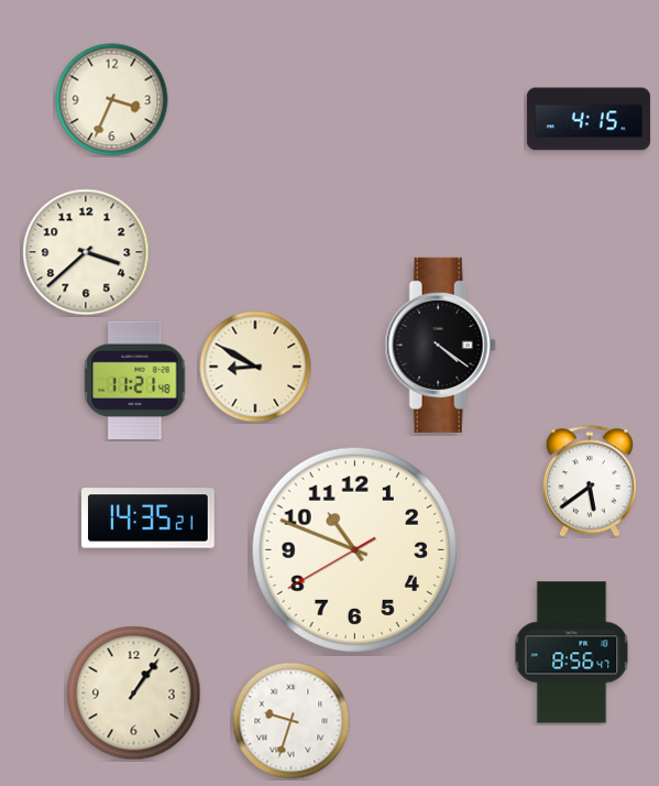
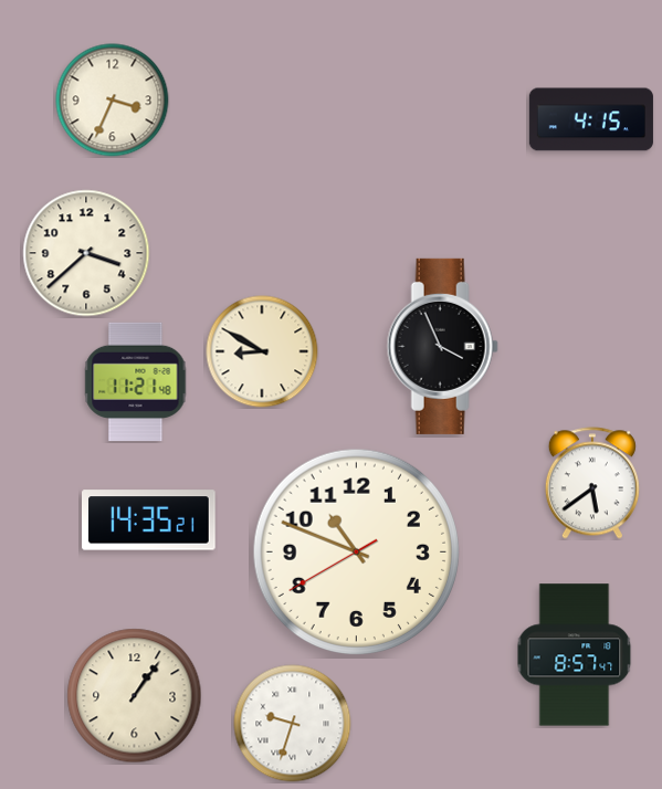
clock at (440, 345): 4:21 -> 3:56
clock at (255, 367) position: (255, 367) -> (262, 351)
clock at (572, 653): 8:56 -> 8:57
